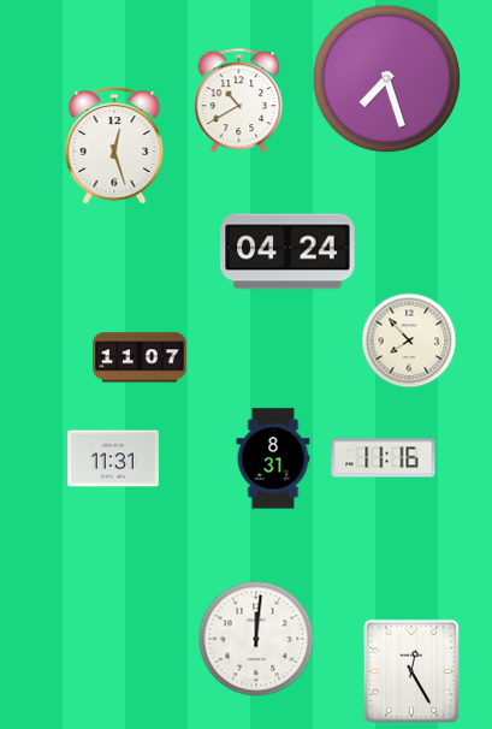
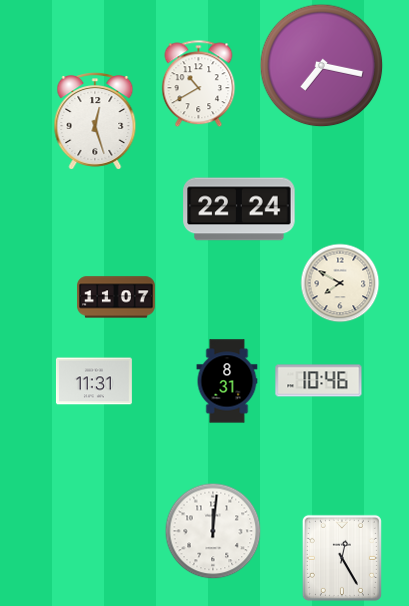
clock at (387, 79): 7:27 -> 7:17
clock at (288, 251): 04:24 -> 22:24
clock at (409, 340): 7:53 -> 7:50
clock at (384, 458): 11:16 -> 10:46
